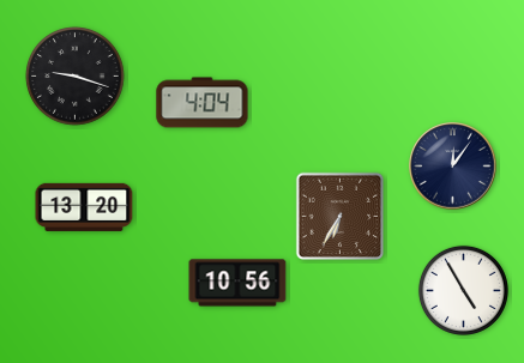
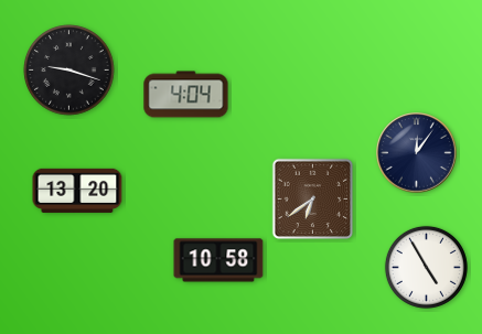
clock at (341, 217): 6:35 -> 6:39
clock at (237, 283): 10:56 -> 10:58
